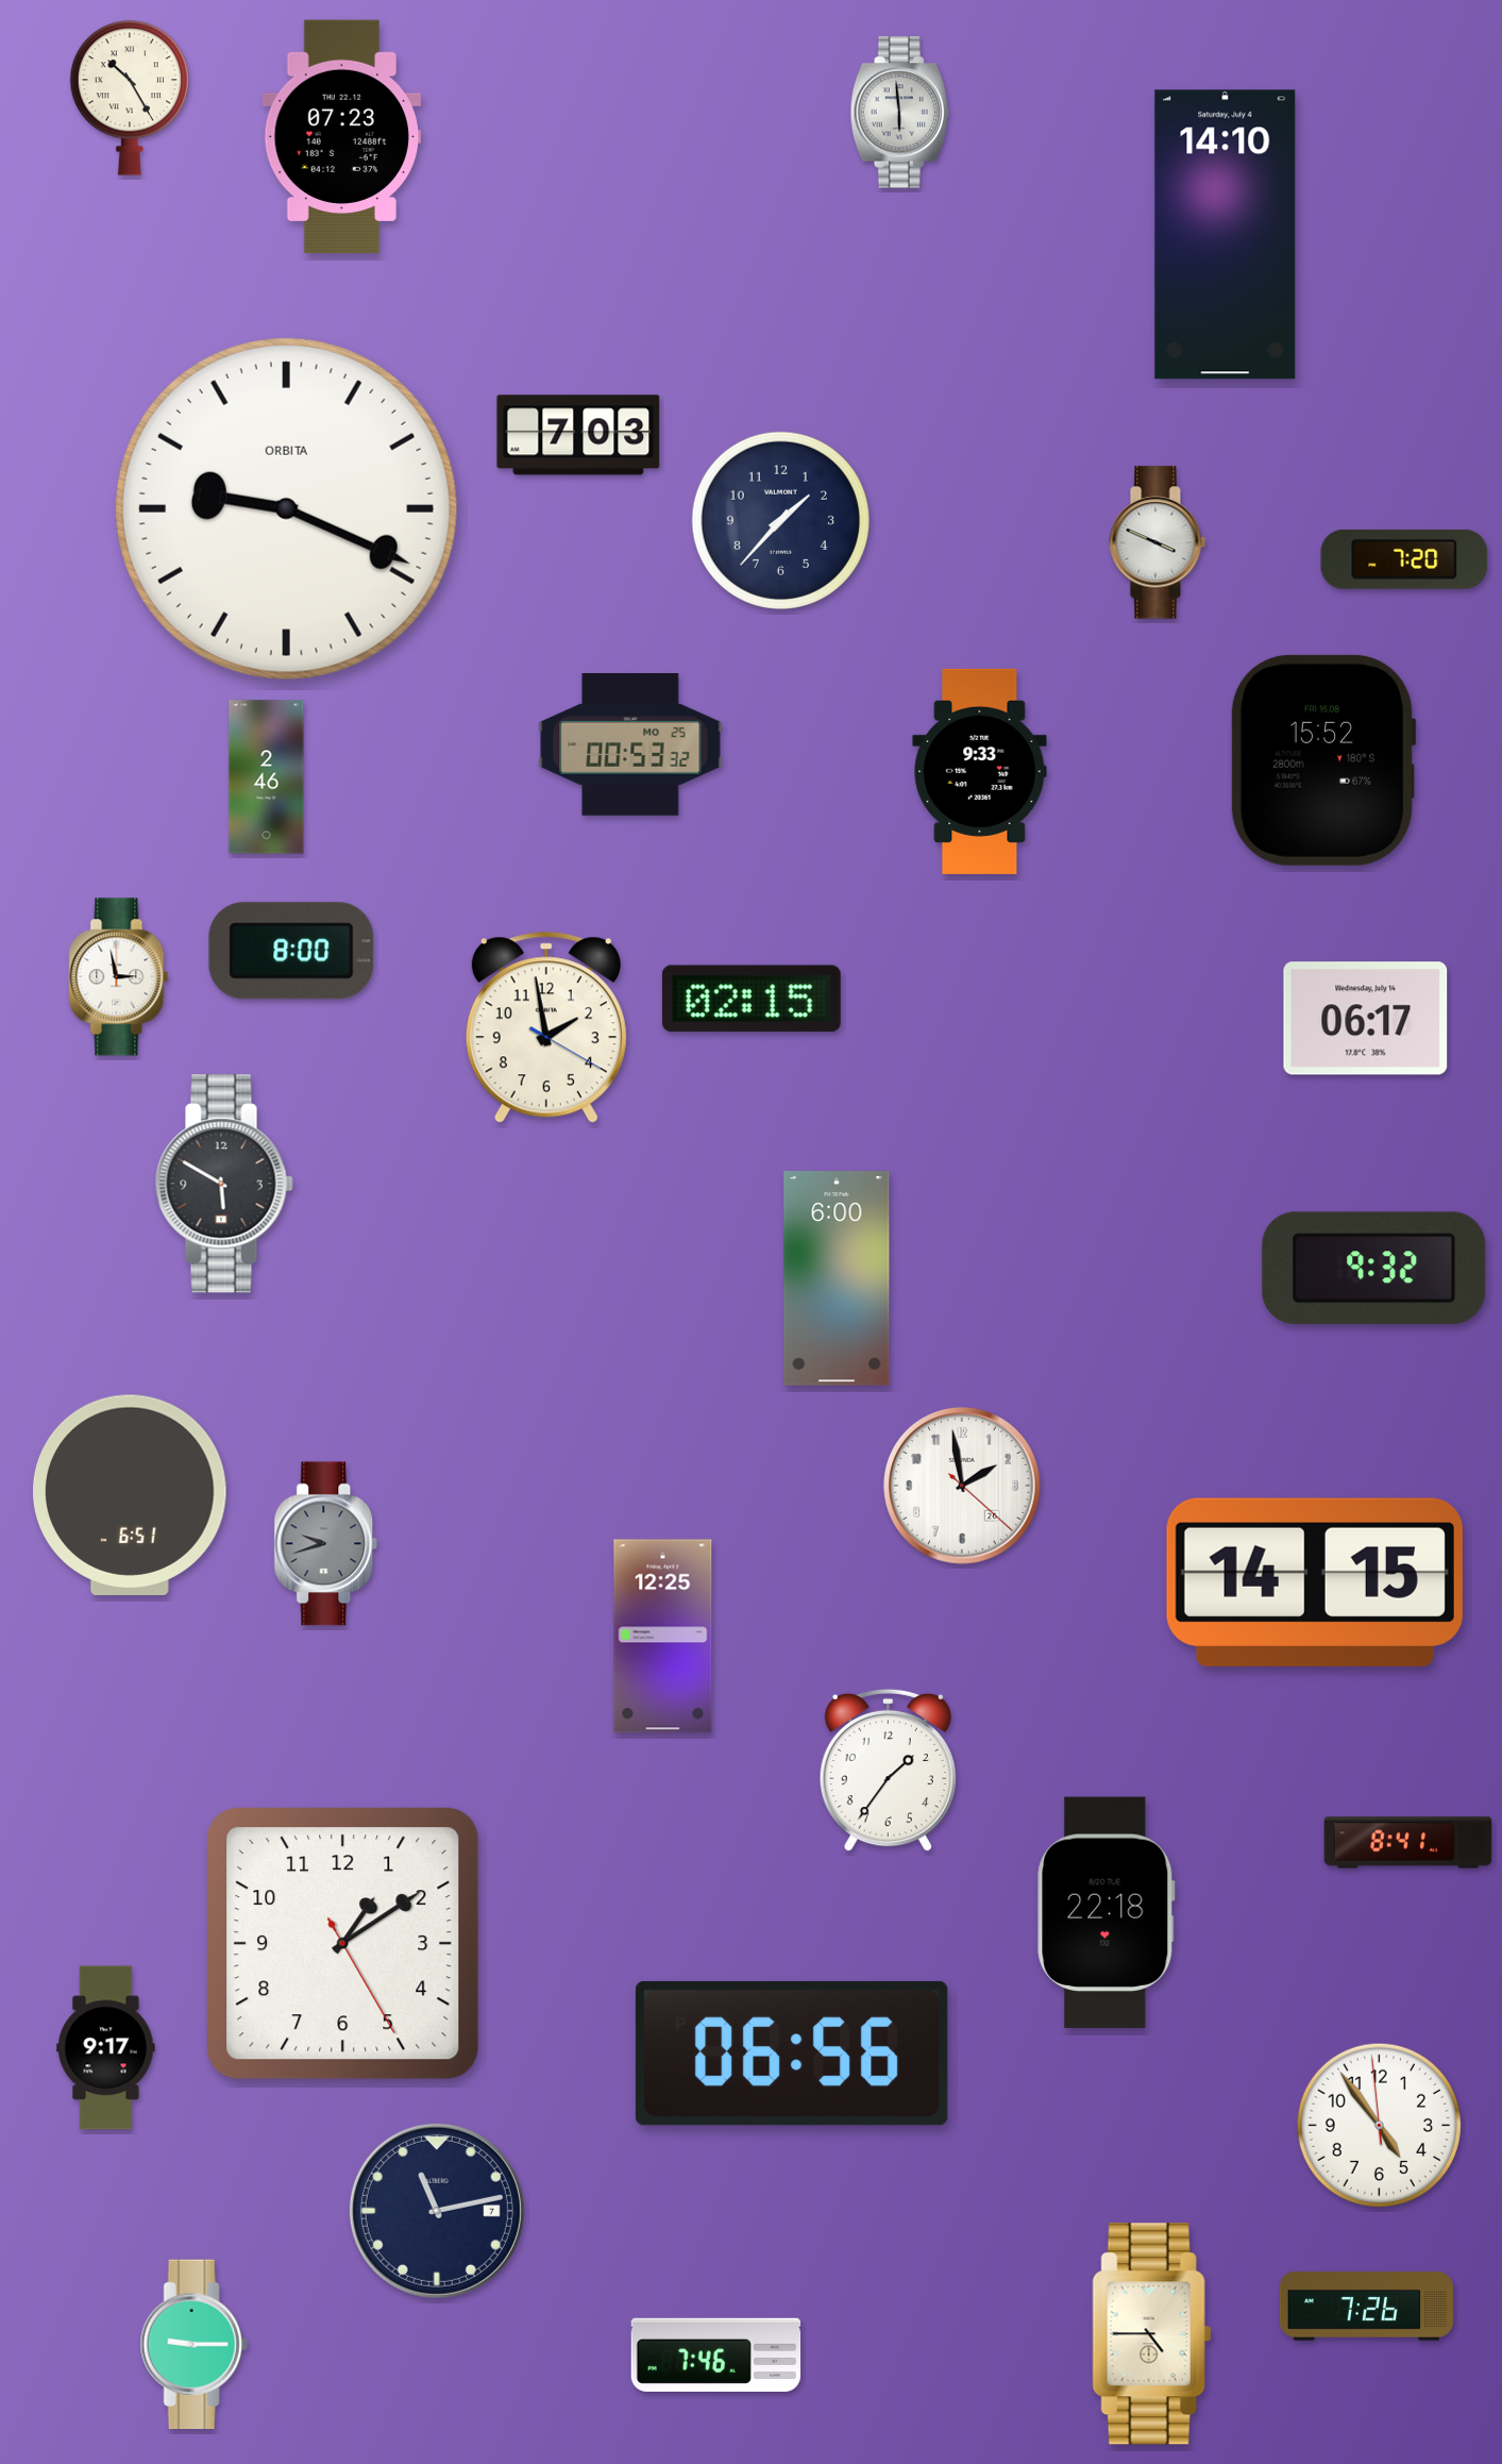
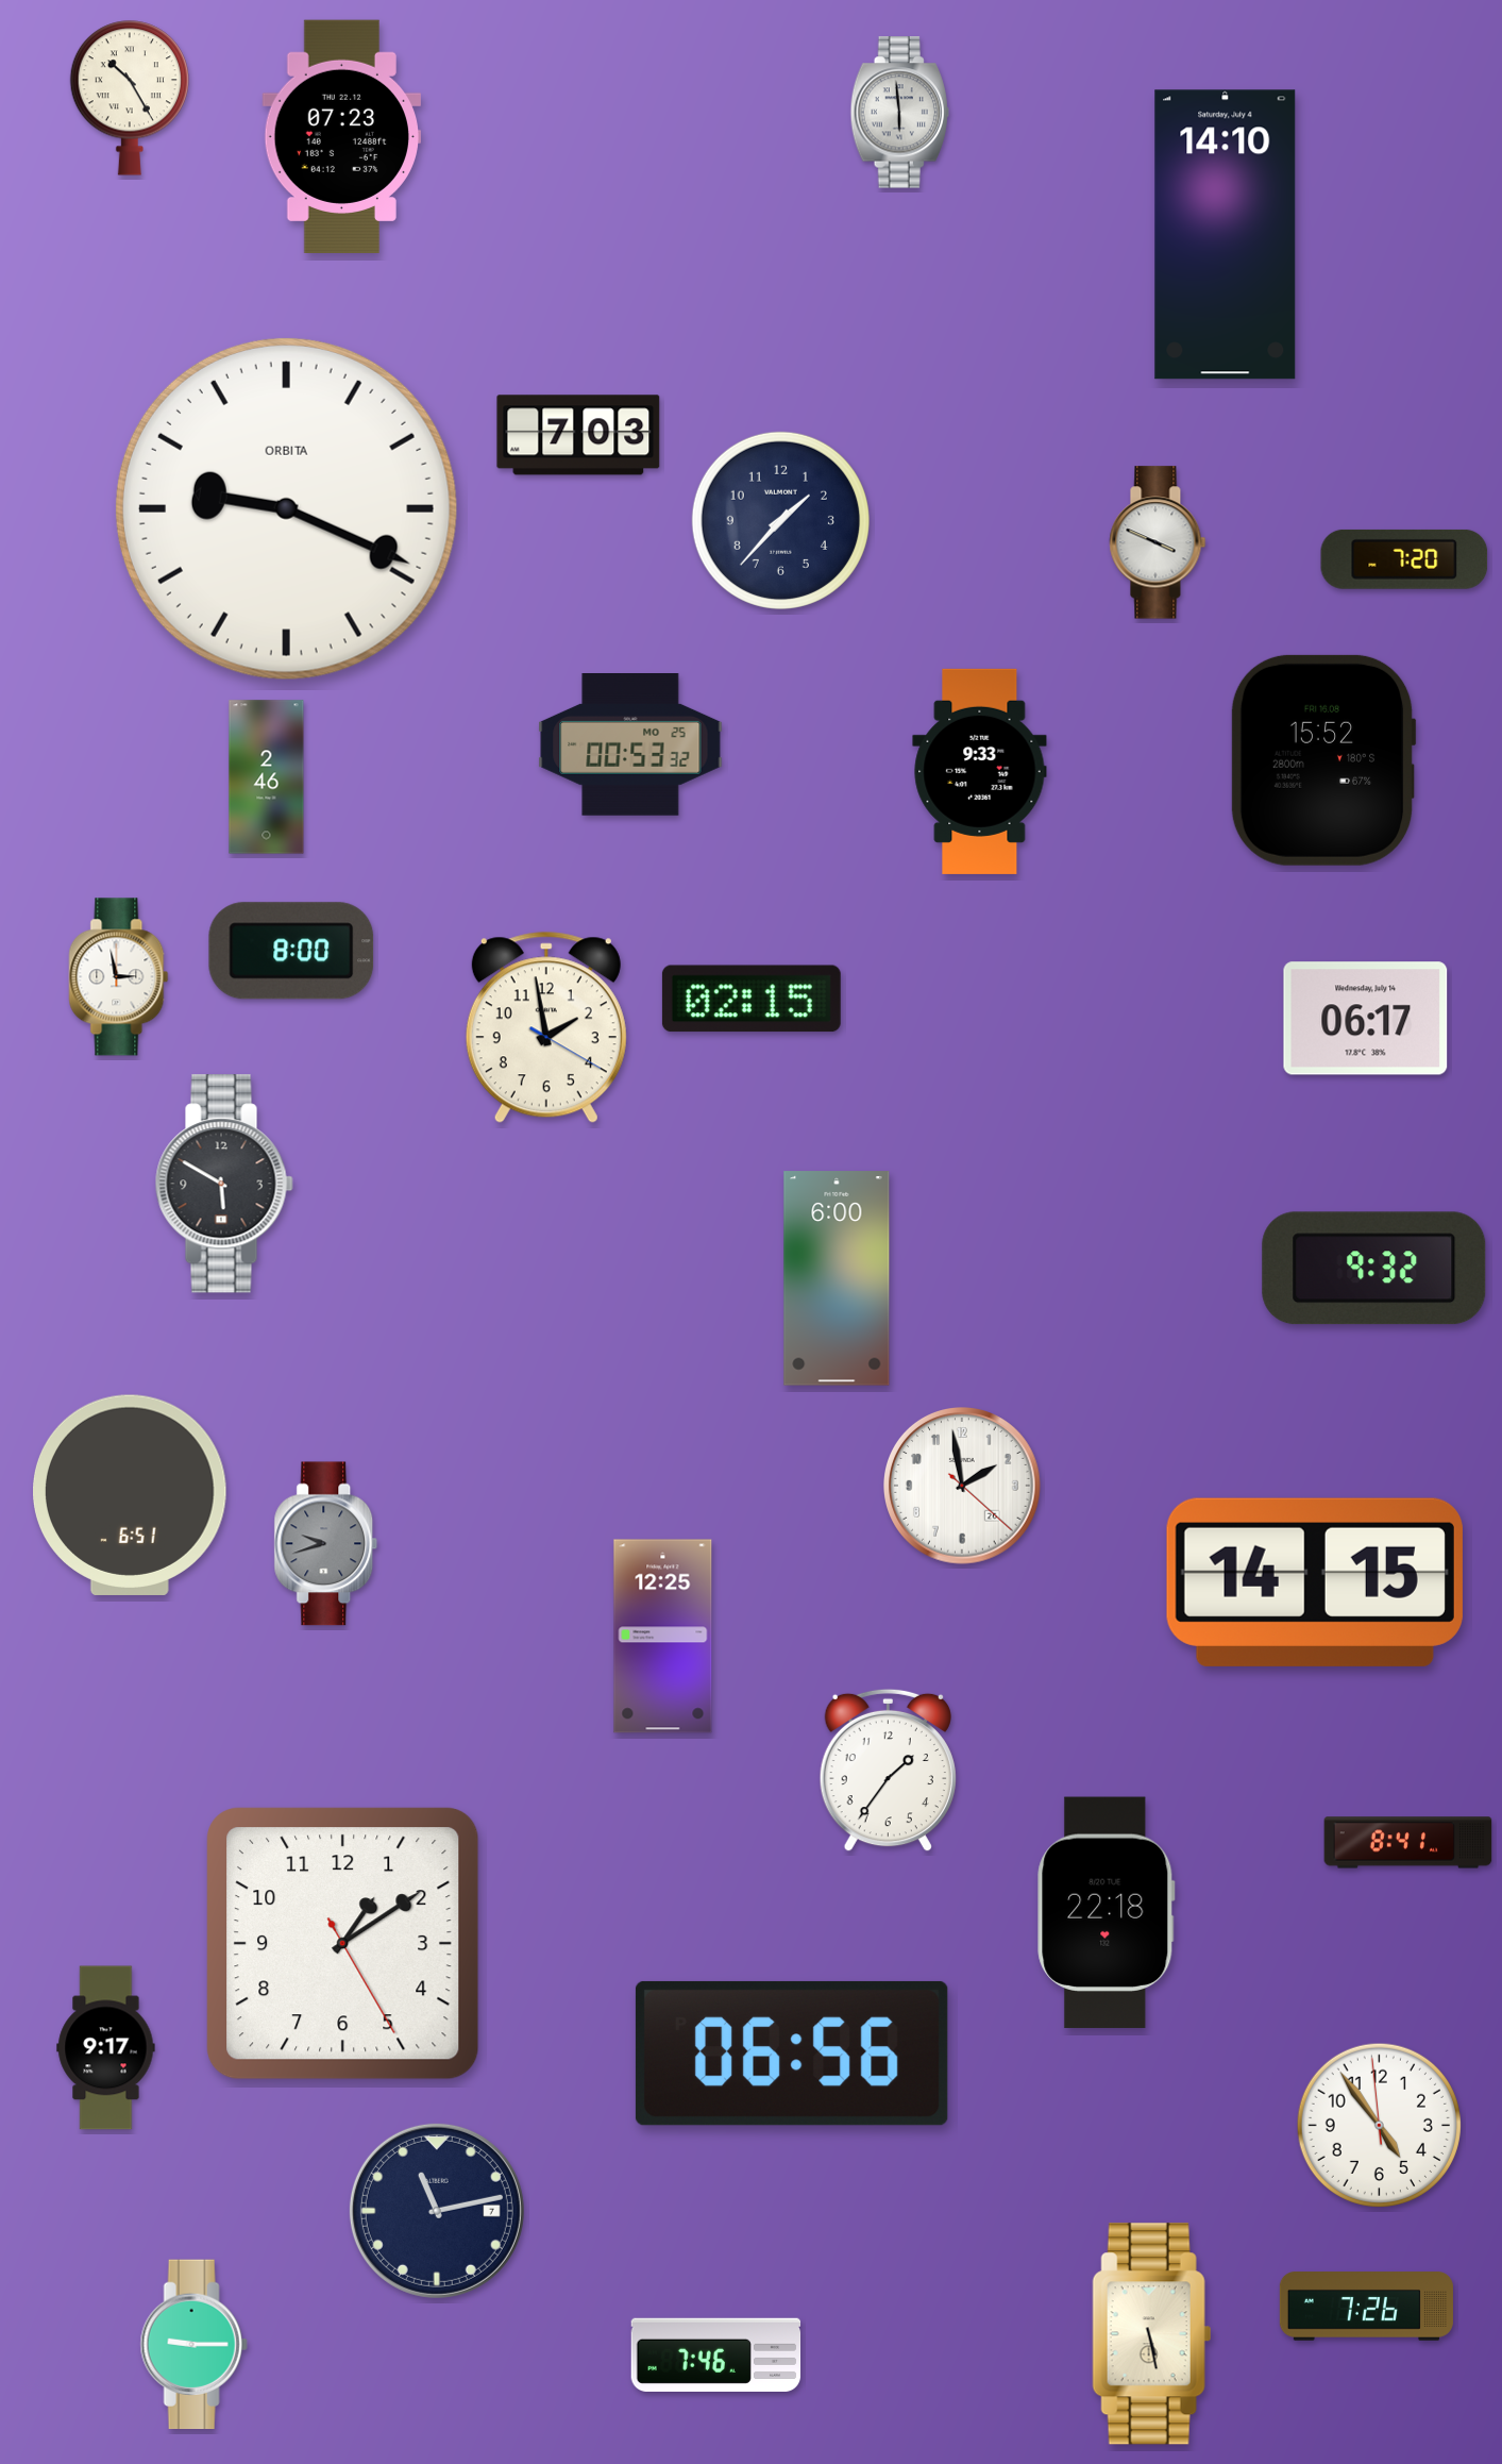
clock at (1152, 2334): 4:45 -> 5:28
